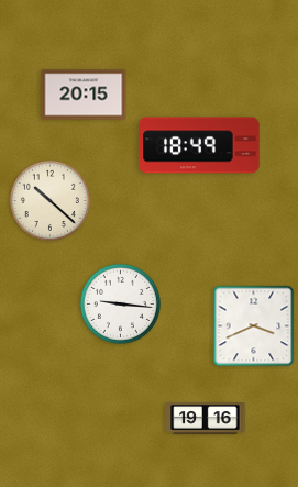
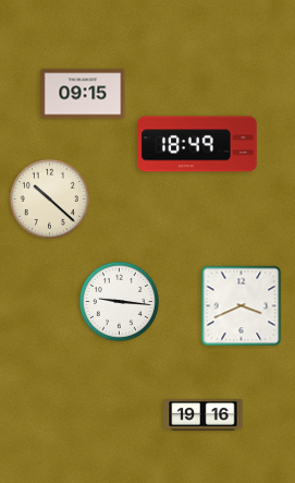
clock at (84, 95): 20:15 -> 09:15
clock at (254, 326) position: (254, 326) -> (242, 306)
